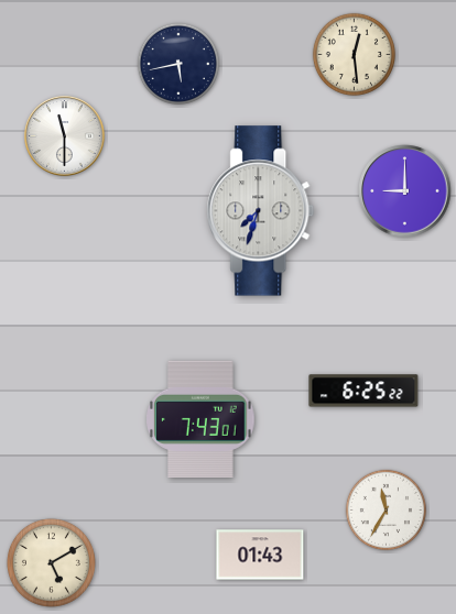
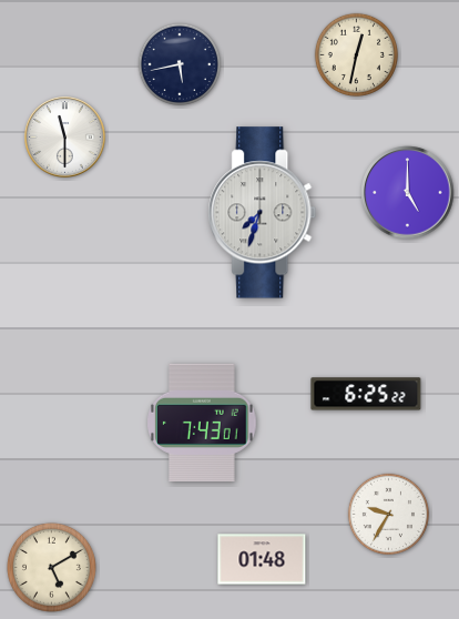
clock at (354, 54): 12:29 -> 12:32
clock at (405, 191): 9:00 -> 5:00
clock at (386, 509): 11:35 -> 9:35
clock at (260, 555): 01:43 -> 01:48
